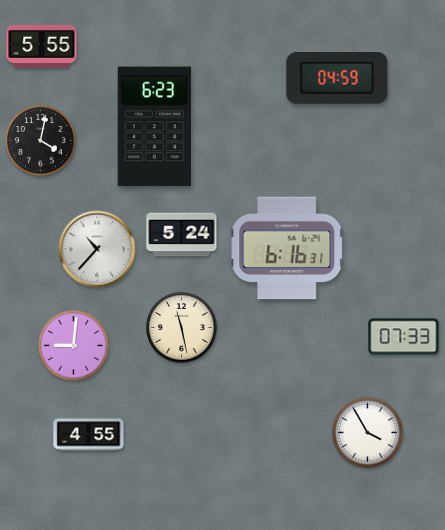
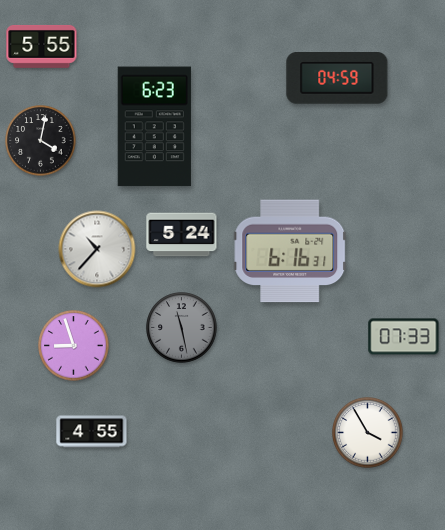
clock at (287, 248) position: (287, 248) -> (290, 251)
clock at (182, 328) dial: cream -> grey
clock at (74, 346): 9:01 -> 8:57
clock at (89, 435) position: (89, 435) -> (92, 432)
